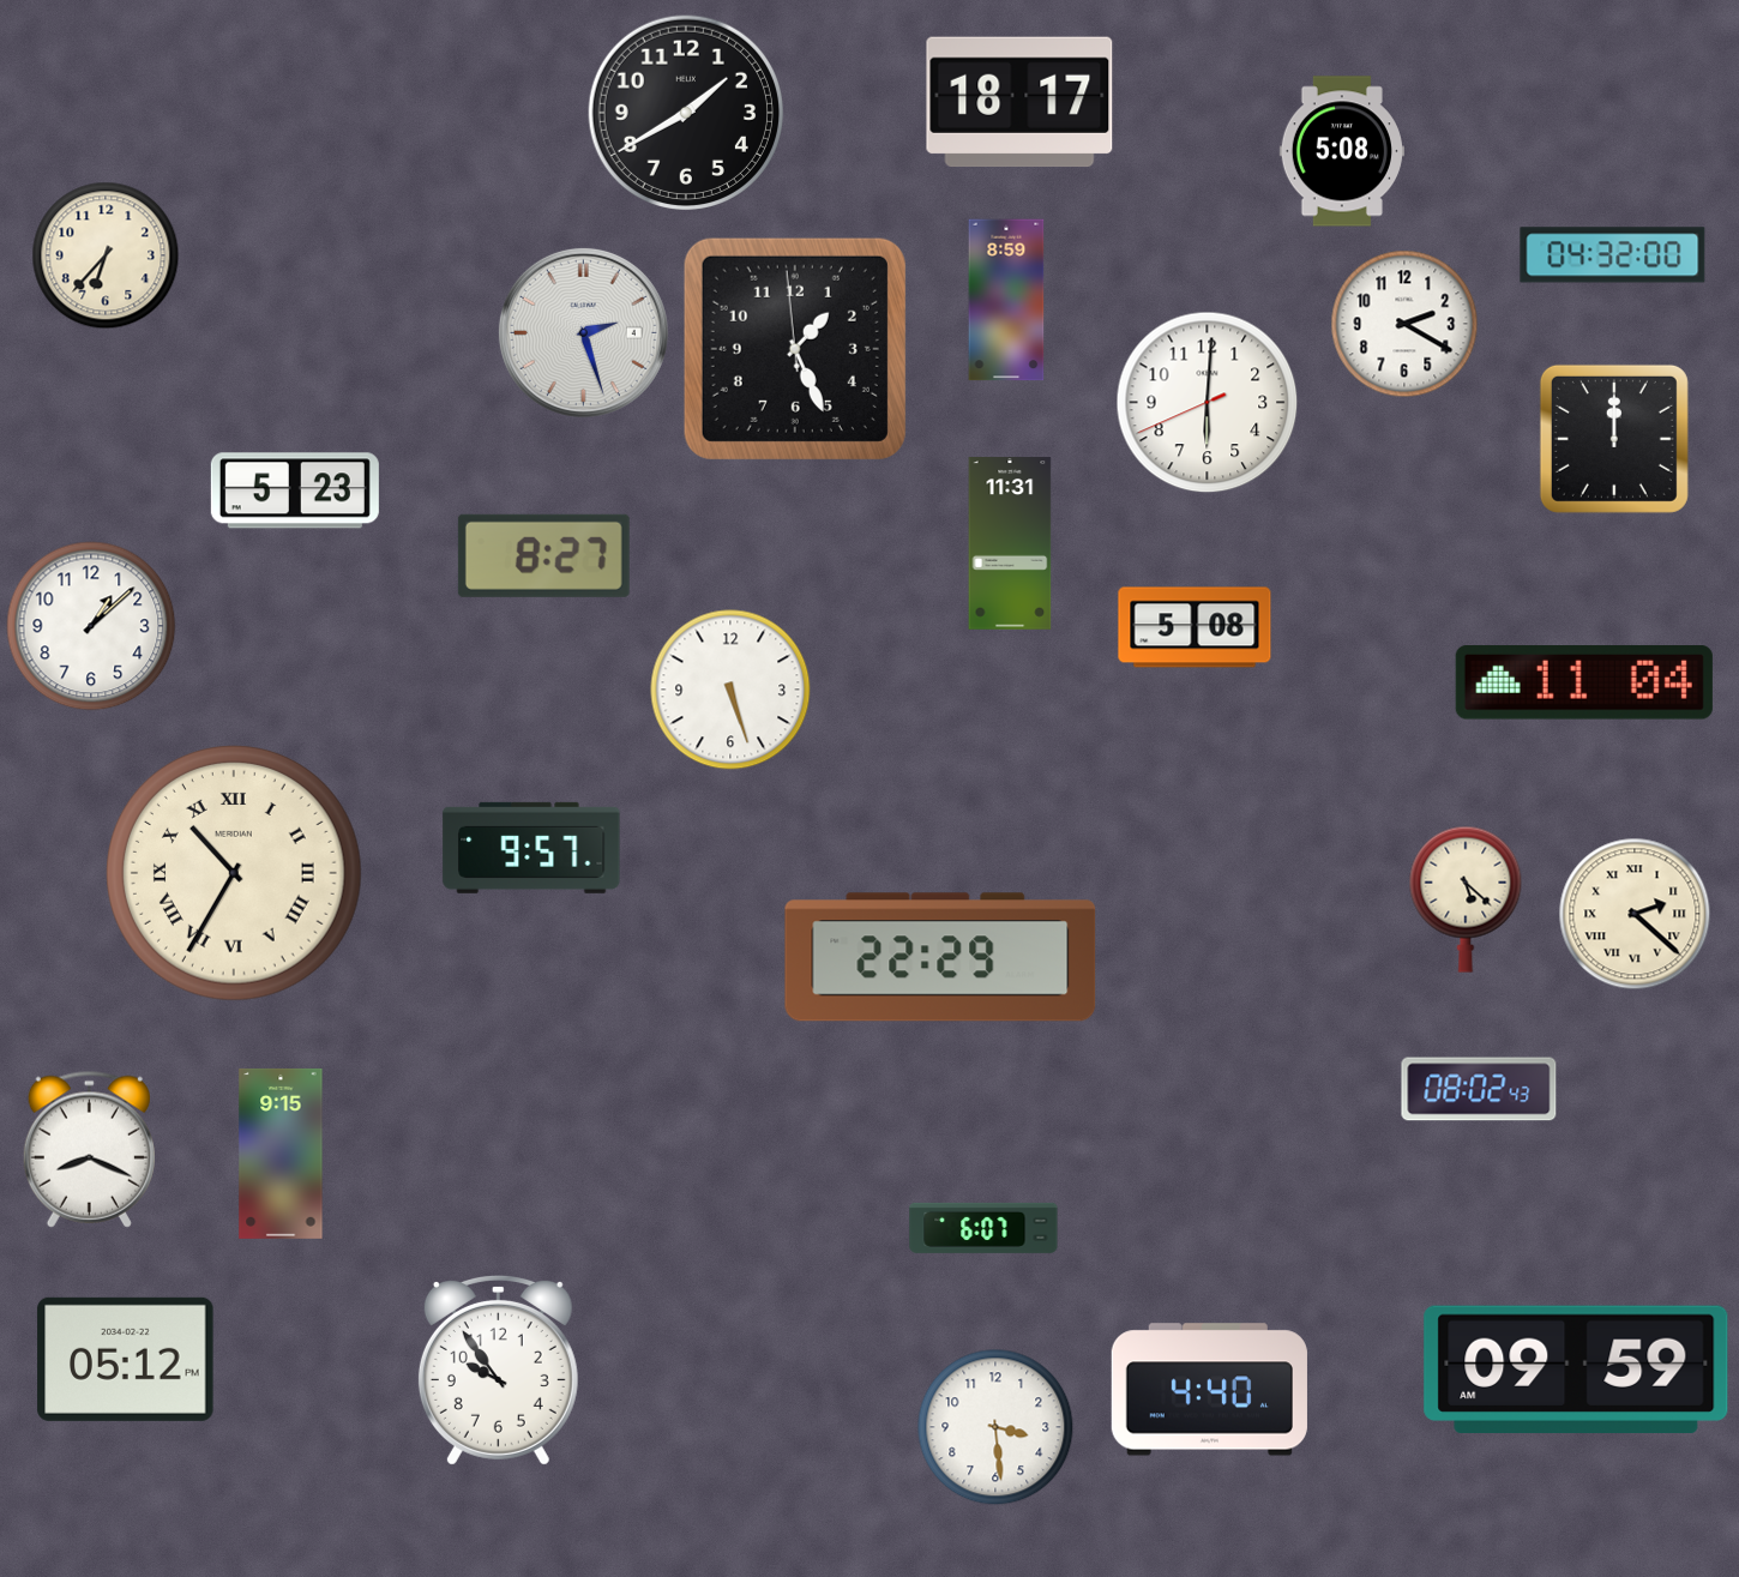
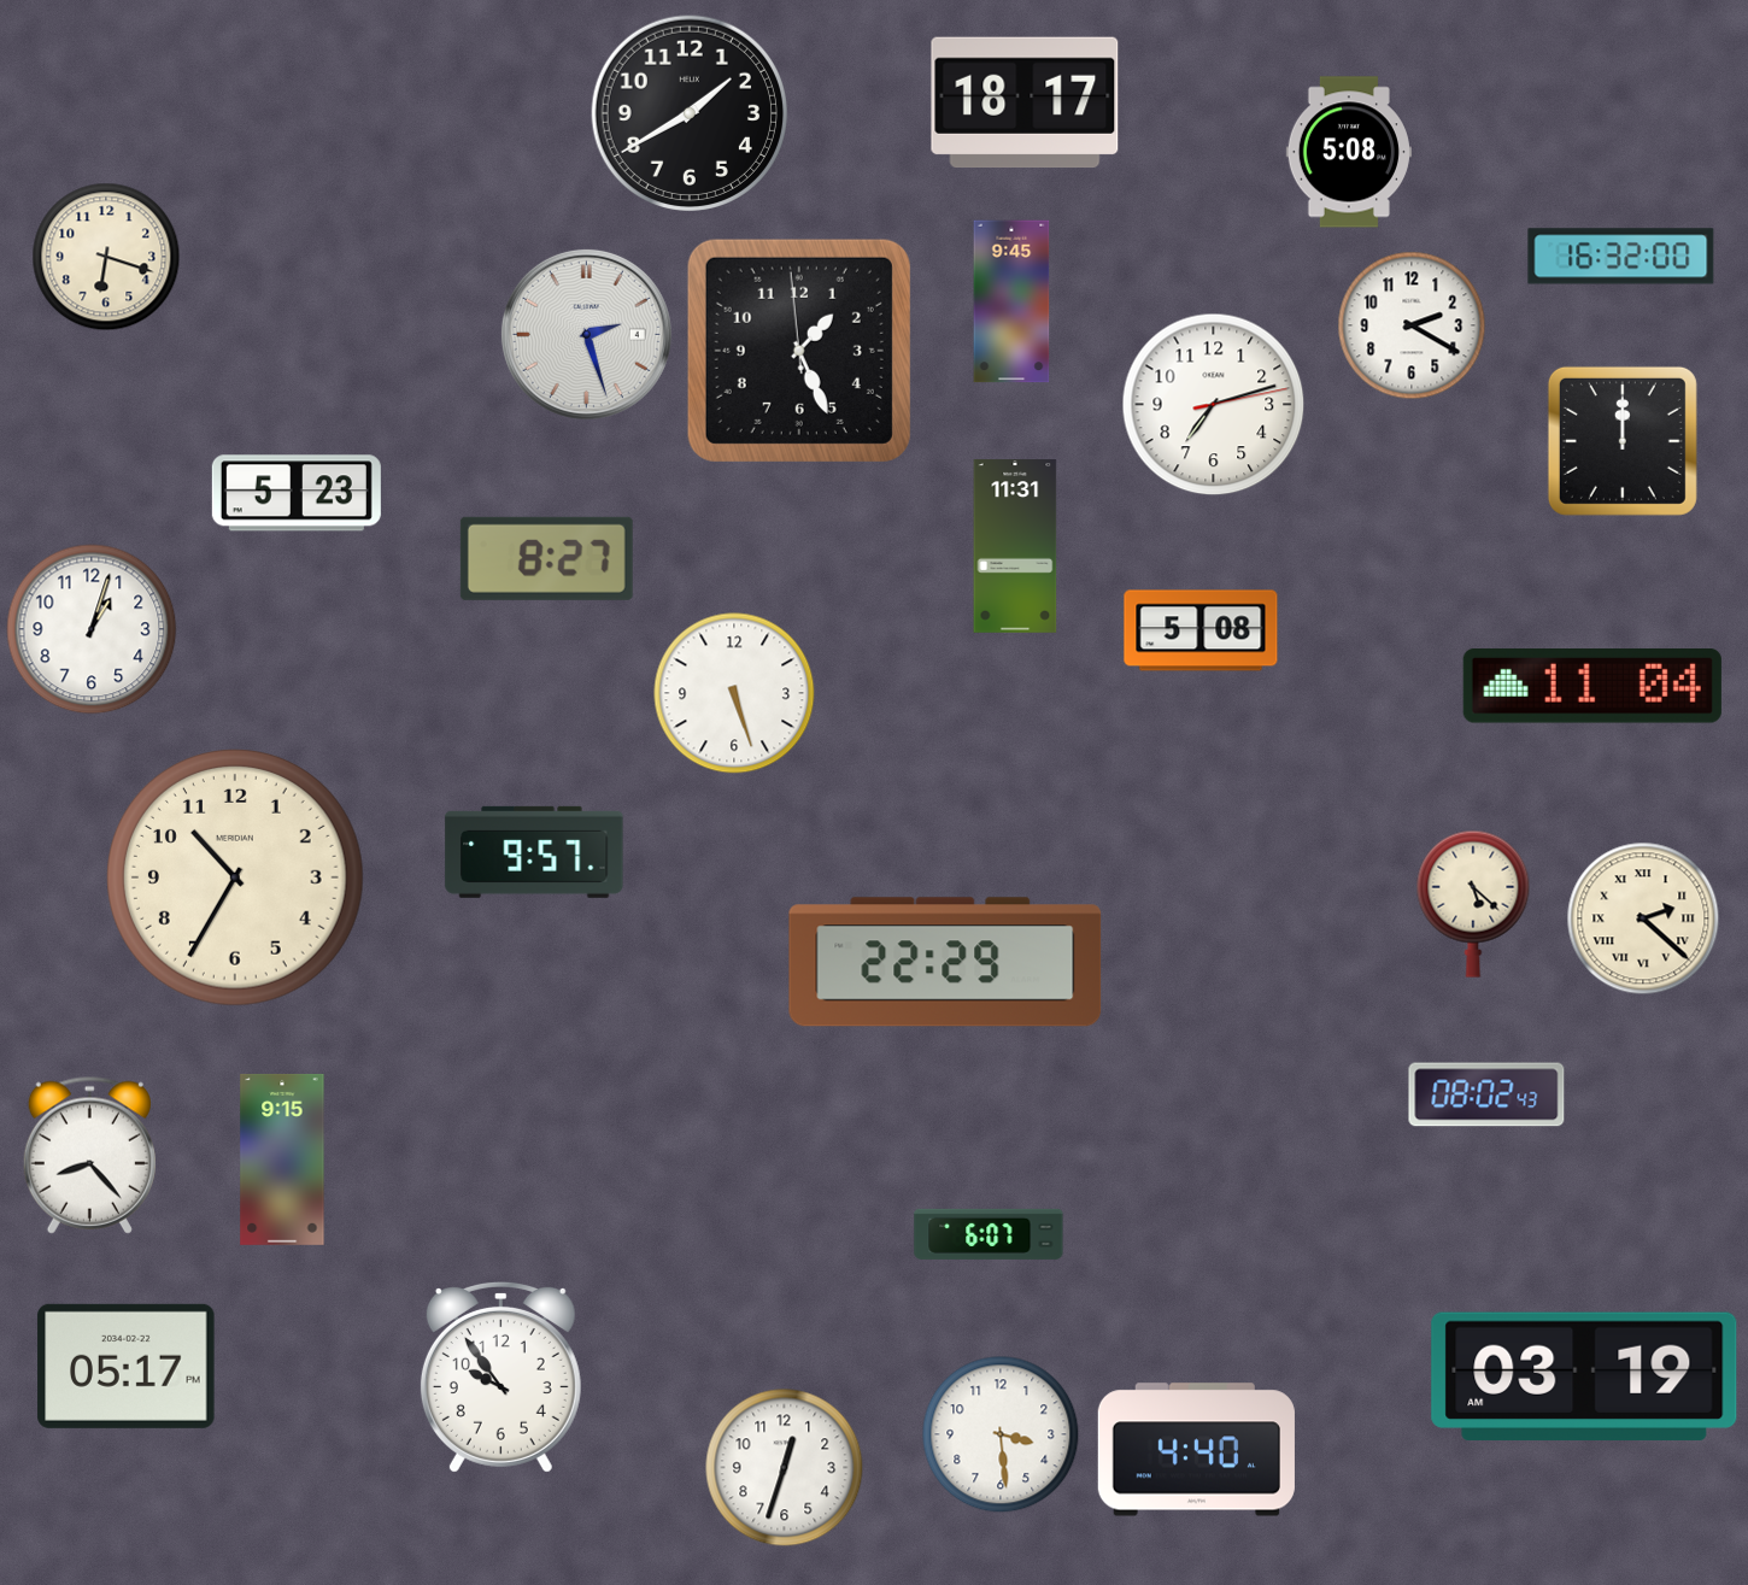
clock at (106, 255): 6:37 -> 6:18
clock at (1613, 255): 04:32 -> 16:32
clock at (1006, 300): 8:59 -> 9:45
clock at (1208, 403): 6:00 -> 7:12
clock at (91, 626): 1:08 -> 1:03
clock at (235, 874) numerals: Roman -> Arabic
clock at (89, 1149): 8:19 -> 8:23
clock at (126, 1359): 05:12 -> 05:17
clock at (1576, 1368): 09:59 -> 03:19
clock at (1209, 1390) position: (1209, 1390) -> (1196, 1450)
clock at (785, 1468): none -> 12:33
